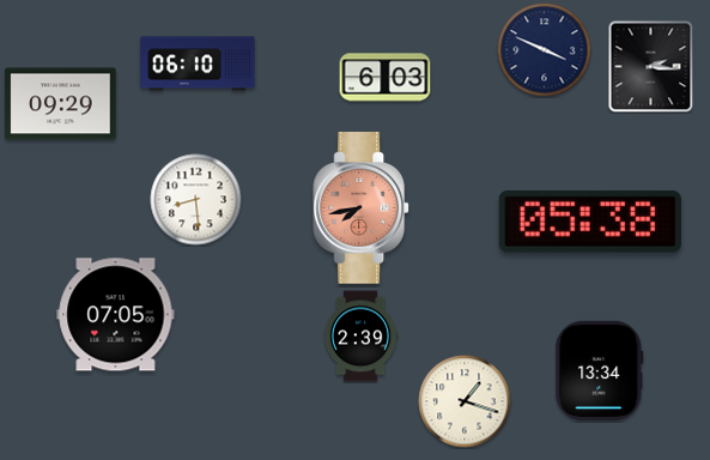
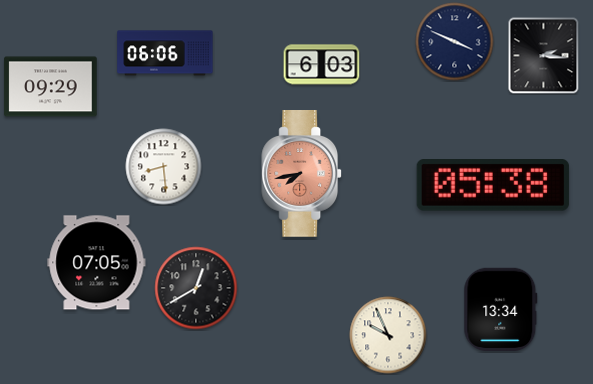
clock at (198, 63): 06:10 -> 06:06
clock at (360, 337): 2:39 -> none
clock at (196, 288): none -> 12:40
clock at (465, 401): 1:18 -> 9:56
